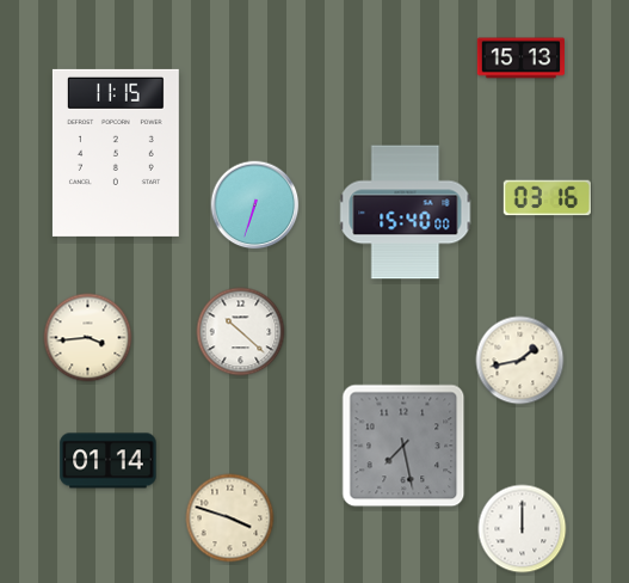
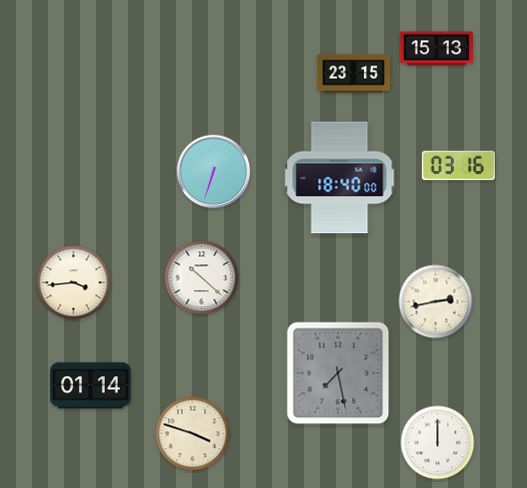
clock at (354, 74): none -> 23:15
clock at (116, 153): 11:15 -> none
clock at (406, 213): 15:40 -> 18:40
clock at (520, 361): 1:43 -> 2:43
